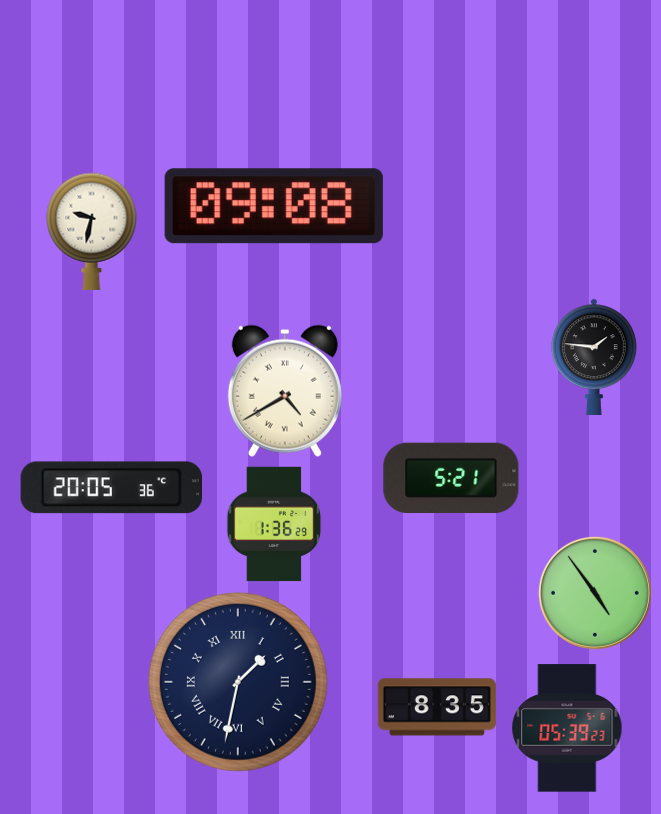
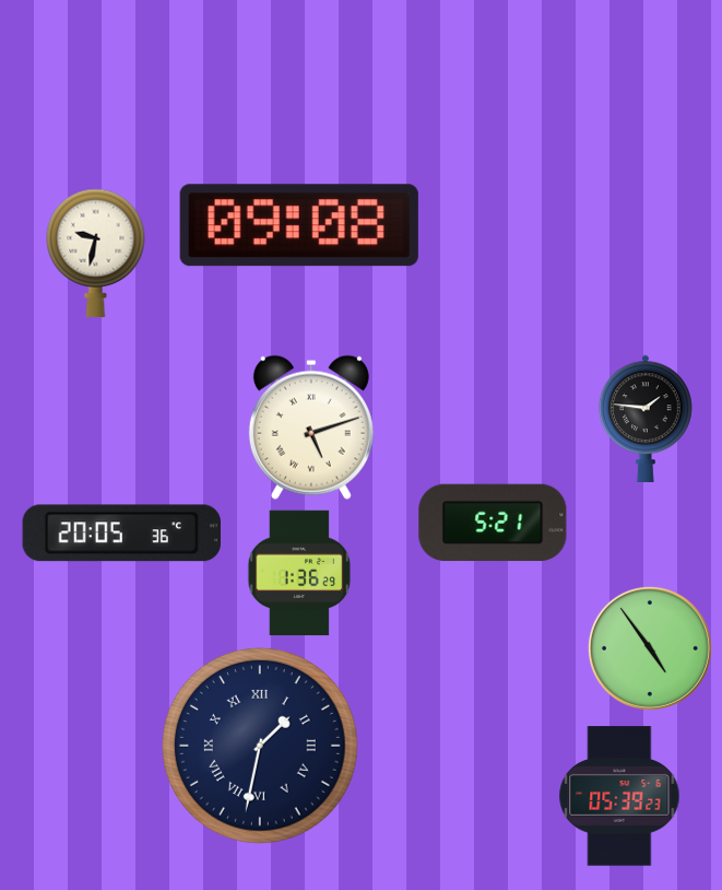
clock at (92, 231) position: (92, 231) -> (96, 253)
clock at (594, 356) position: (594, 356) -> (646, 418)
clock at (285, 391): 4:40 -> 5:12
clock at (437, 707): 8:35 -> none
